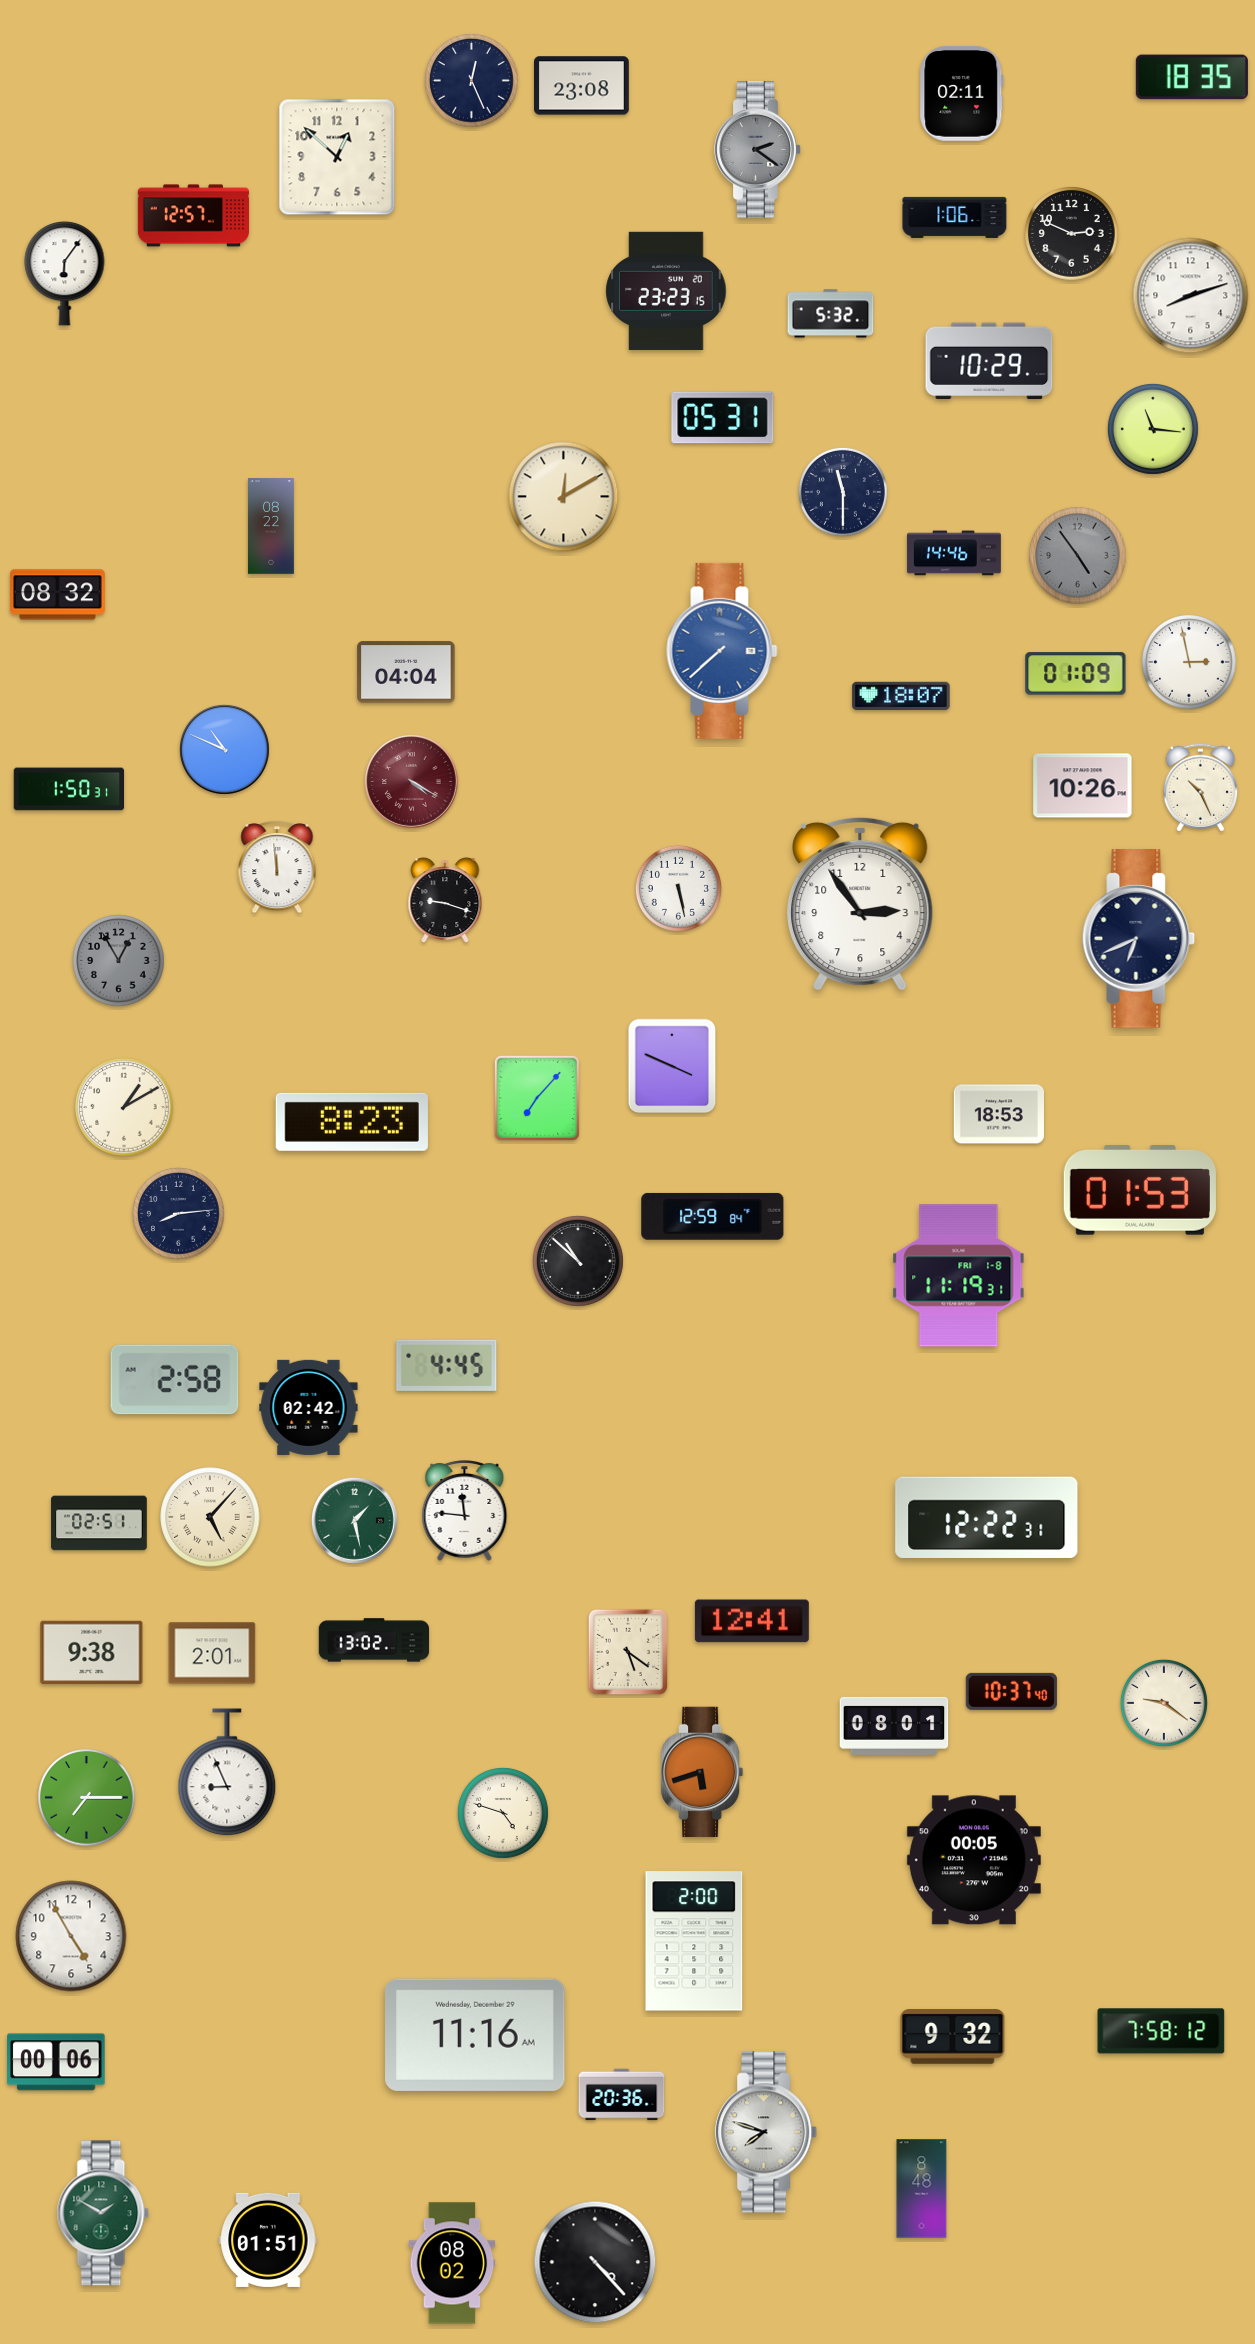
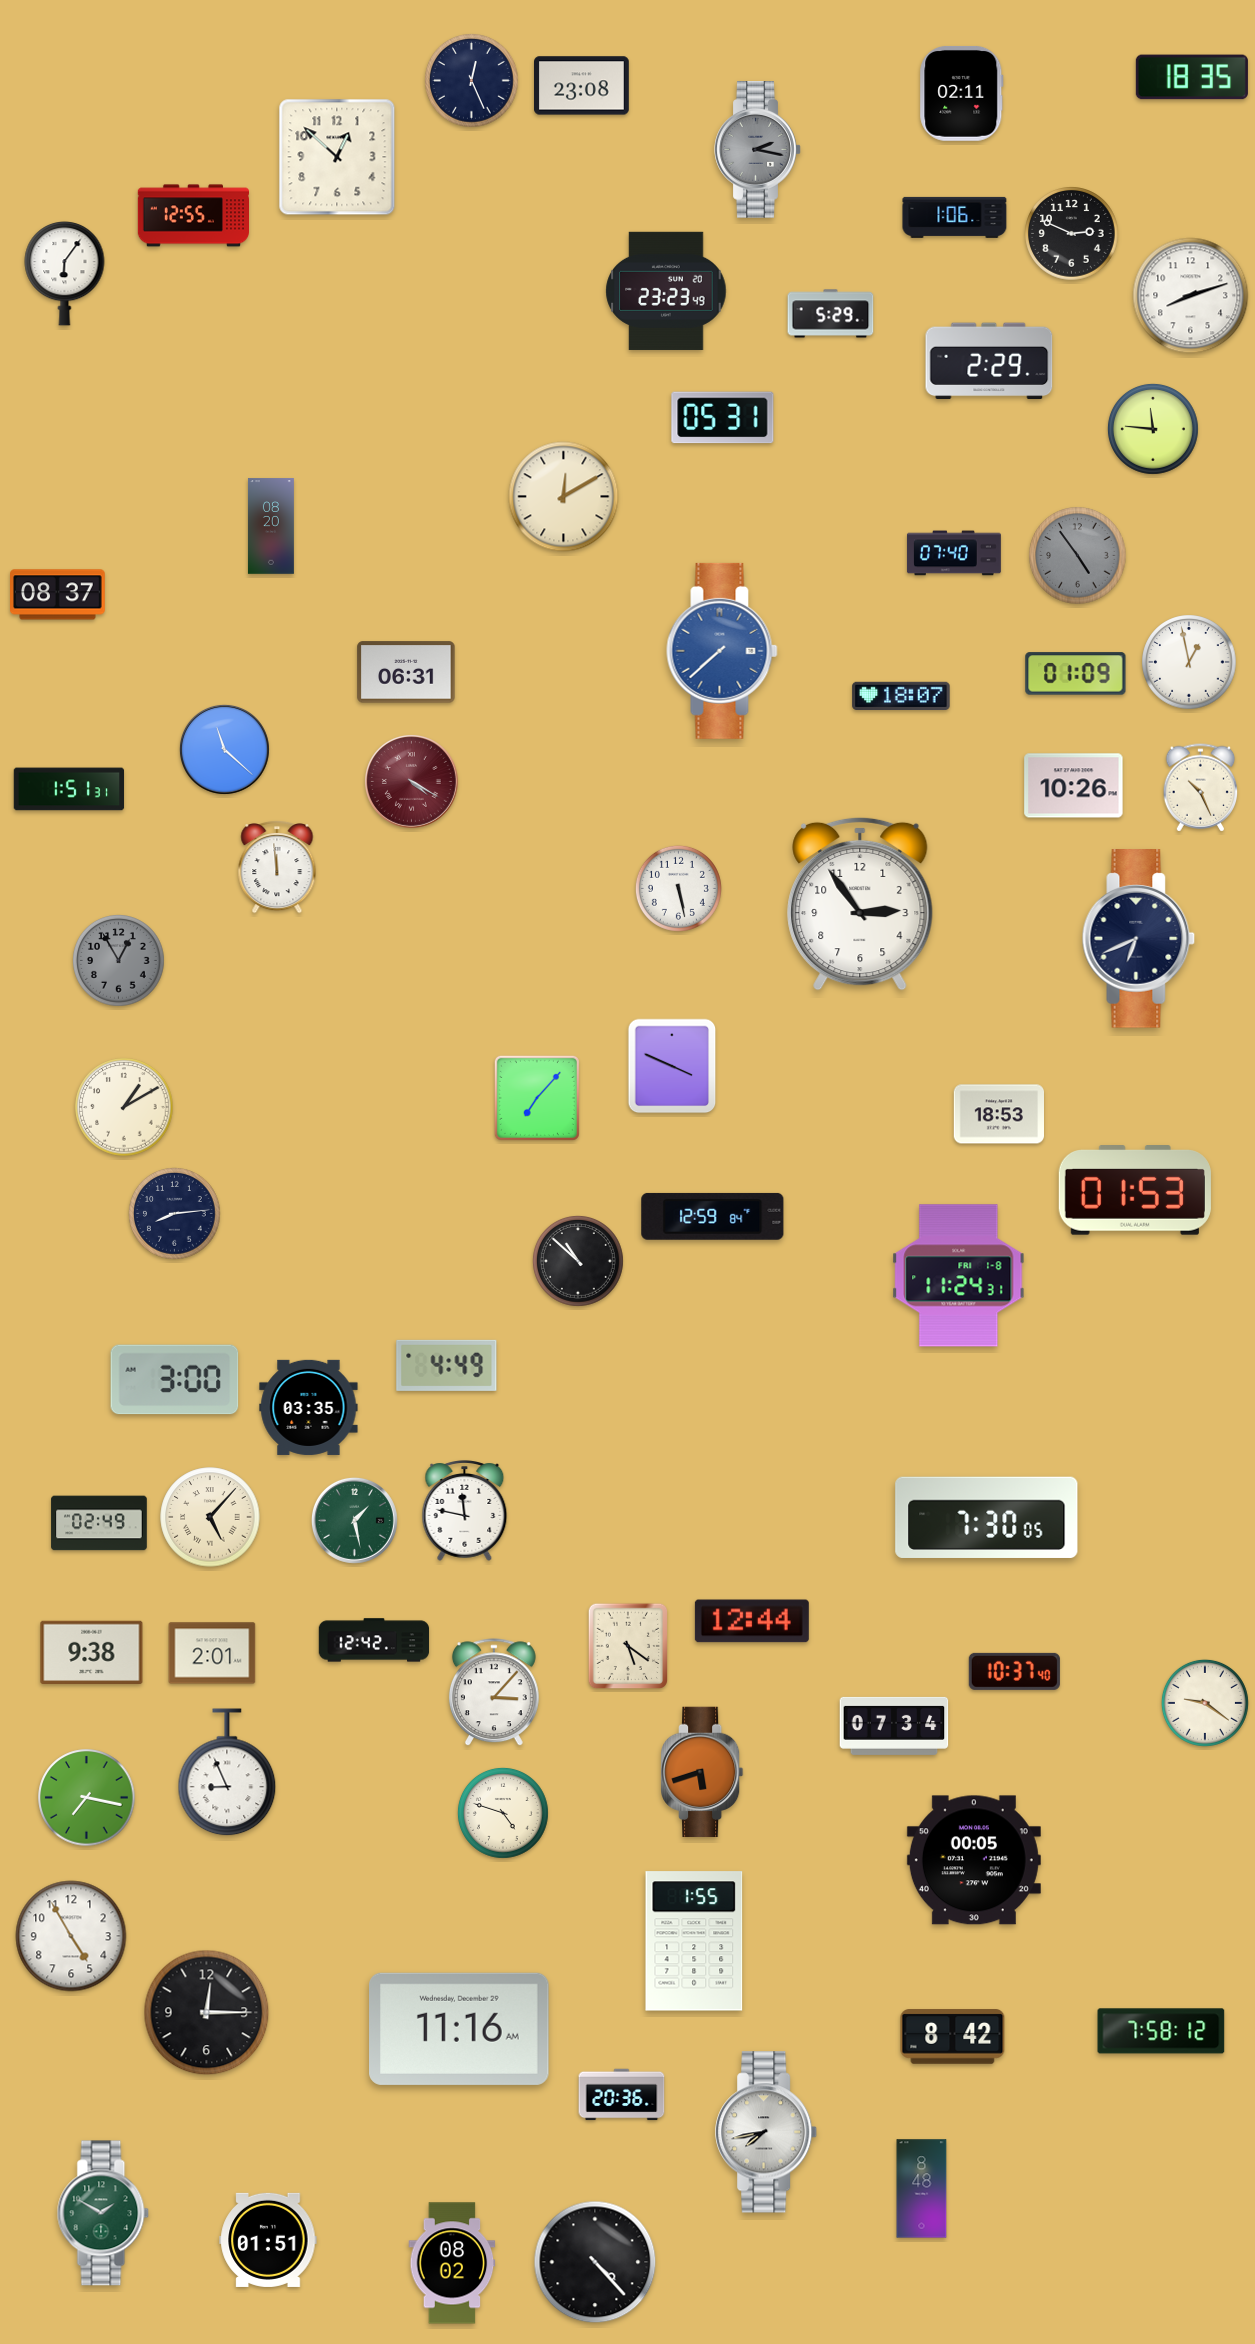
clock at (758, 150): 2:21 -> 2:17
clock at (193, 216): 12:57 -> 12:55
clock at (666, 291): 23:23:15 -> 23:23:49
clock at (831, 314): 5:32 -> 5:29
clock at (989, 361): 10:29 -> 2:29
clock at (1153, 429): 11:16 -> 11:46
clock at (843, 492): 11:30 -> none
clock at (271, 526): 08:22 -> 08:20
clock at (954, 553): 14:46 -> 07:40
clock at (58, 595): 08:32 -> 08:37
clock at (1189, 662): 2:58 -> 12:58
clock at (406, 672): 04:04 -> 06:31
clock at (224, 749): 10:49 -> 11:22
clock at (1083, 786) position: (1083, 786) -> (1074, 786)
clock at (69, 789): 1:50 -> 1:51
clock at (445, 901): 9:18 -> none
clock at (352, 1122): 8:23 -> none
clock at (1140, 1190) position: (1140, 1190) -> (1135, 1190)
clock at (179, 1214) position: (179, 1214) -> (175, 1214)
clock at (959, 1276): 11:19 -> 11:24
clock at (447, 1365): 4:45 -> 4:49
clock at (175, 1380): 2:58 -> 3:00
clock at (309, 1407): 02:42 -> 03:35
clock at (465, 1511): 11:46 -> 11:47
clock at (987, 1517): 12:22 -> 7:30
clock at (99, 1523): 02:51 -> 02:49
clock at (752, 1621): 12:41 -> 12:44
clock at (374, 1640): 13:02 -> 12:42
clock at (628, 1652) position: (628, 1652) -> (628, 1646)
clock at (1011, 1691) position: (1011, 1691) -> (1014, 1671)
clock at (494, 1693): none -> 3:07
clock at (1164, 1703) position: (1164, 1703) -> (1205, 1703)
clock at (894, 1726): 08:01 -> 07:34
clock at (87, 1798): 7:15 -> 7:17
clock at (694, 1941): 2:00 -> 1:55
clock at (207, 2013): none -> 12:15
clock at (475, 2035) position: (475, 2035) -> (459, 2029)
clock at (953, 2037): 9:32 -> 8:42
clock at (56, 2062): 00:06 -> none
clock at (767, 2132): 7:48 -> 7:43
